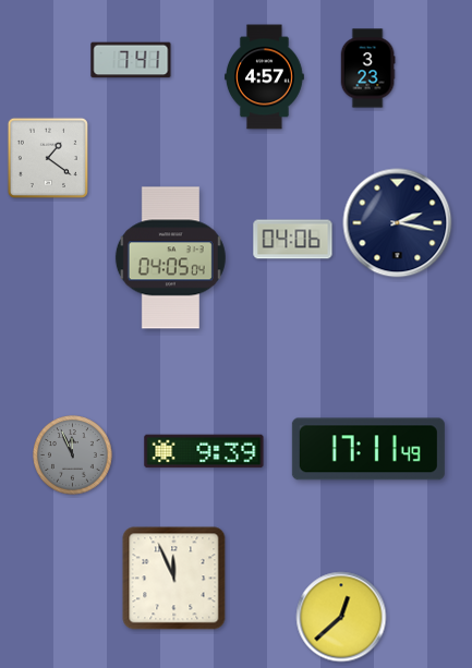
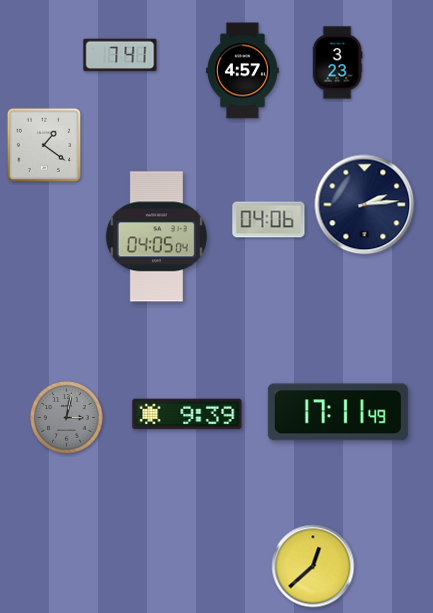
clock at (398, 223): 2:17 -> 2:14
clock at (73, 456): 11:56 -> 3:02
clock at (174, 579): 11:56 -> none
